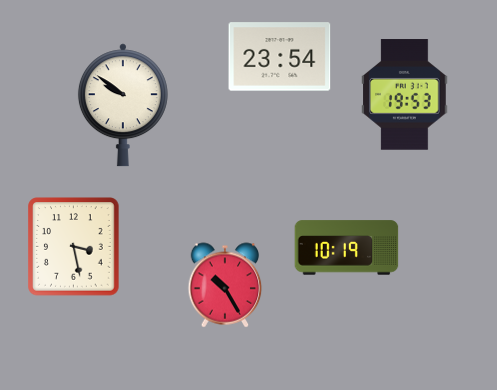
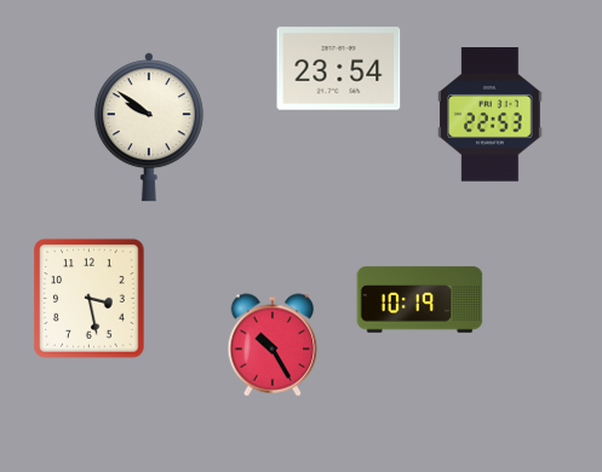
clock at (405, 95): 19:53 -> 22:53
